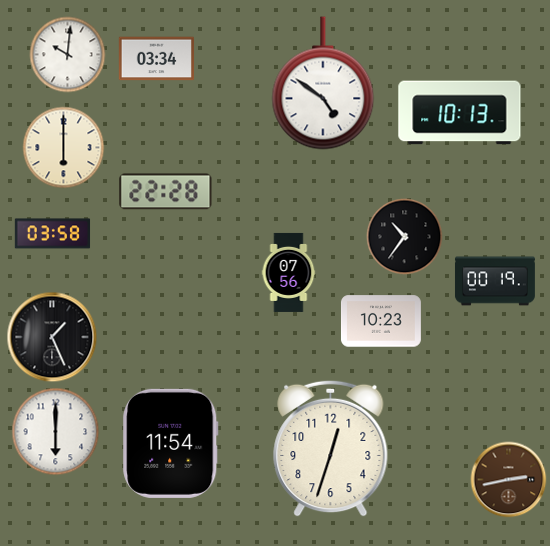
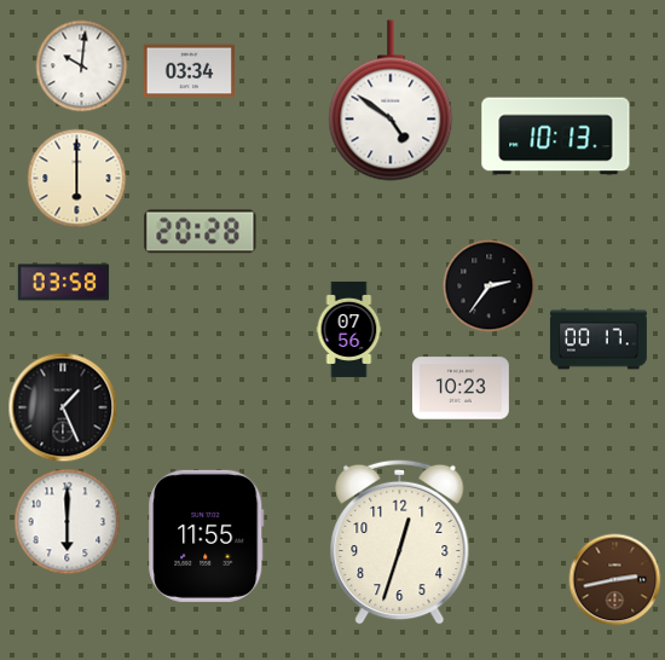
clock at (166, 192): 22:28 -> 20:28
clock at (405, 237): 10:36 -> 2:36
clock at (495, 281): 00:19 -> 00:17
clock at (171, 443): 11:54 -> 11:55
